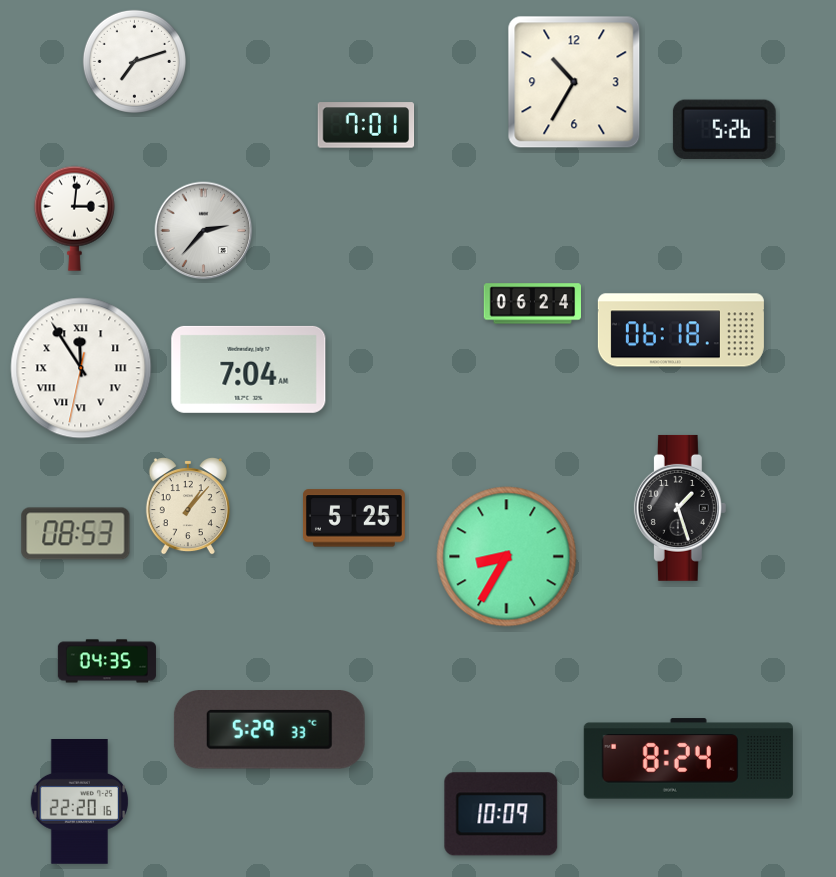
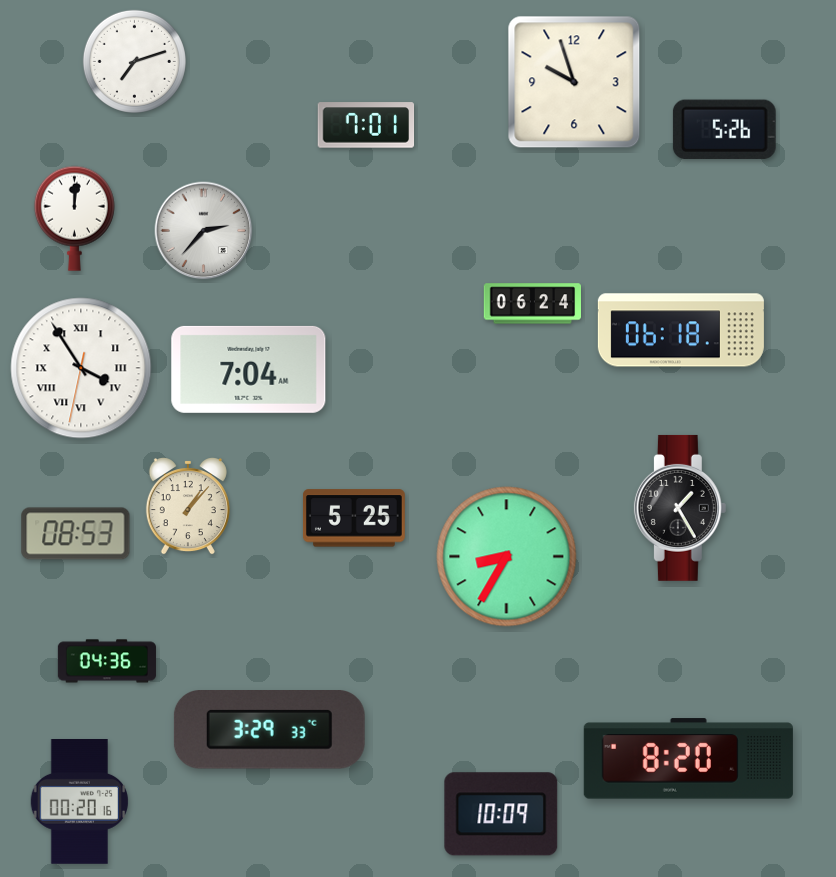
clock at (574, 82): 10:35 -> 9:57
clock at (74, 218): 3:01 -> 12:01
clock at (81, 368): 11:54 -> 3:54
clock at (680, 508): 1:27 -> 1:25
clock at (107, 661): 04:35 -> 04:36
clock at (269, 730): 5:29 -> 3:29
clock at (688, 759): 8:24 -> 8:20
clock at (79, 802): 22:20 -> 00:20
